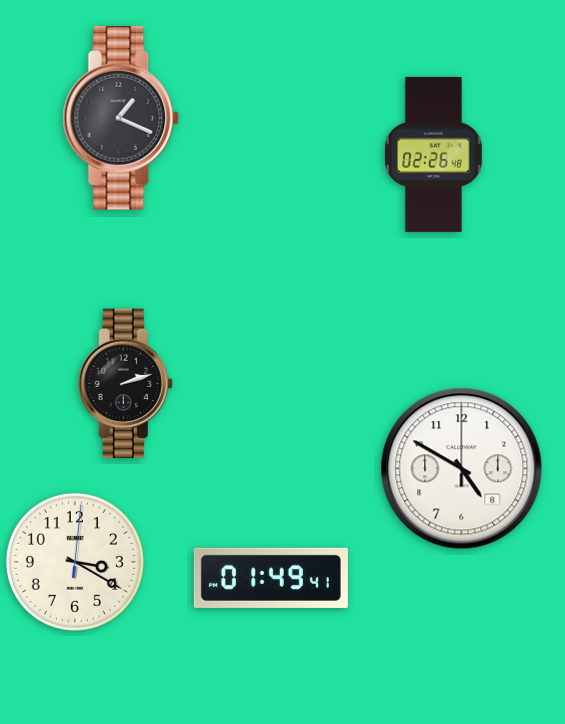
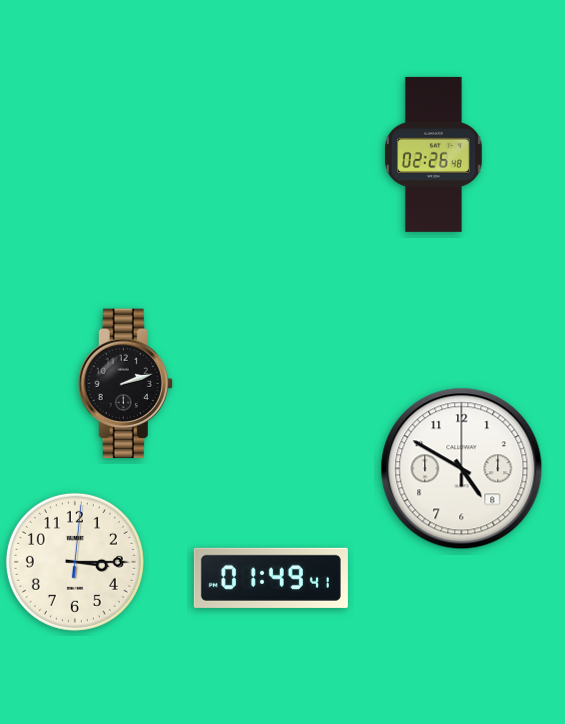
clock at (121, 118): 1:19 -> none
clock at (75, 562): 3:20 -> 3:15
